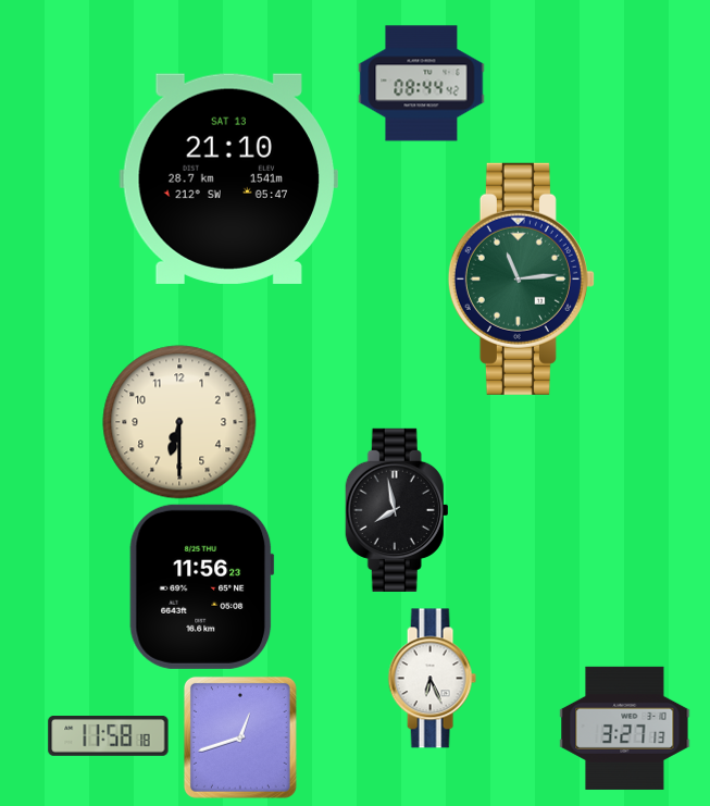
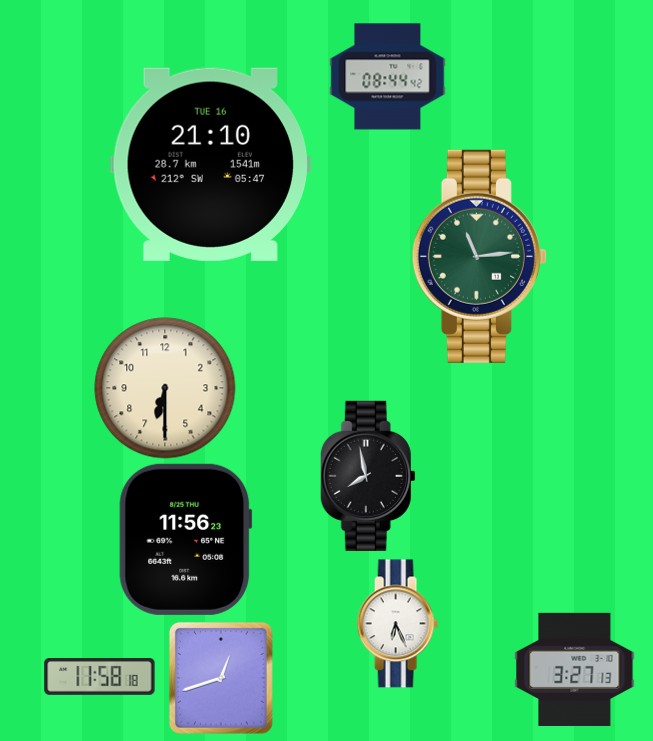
clock at (228, 178) date: SAT 13 -> TUE 16
clock at (397, 510) position: (397, 510) -> (368, 476)
